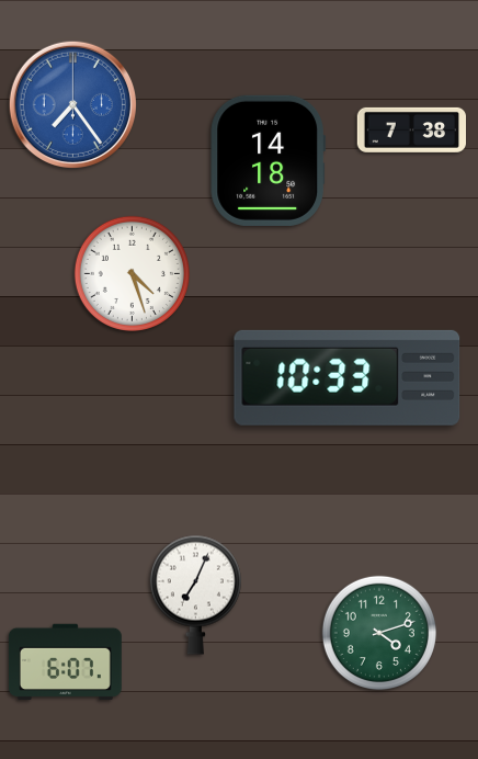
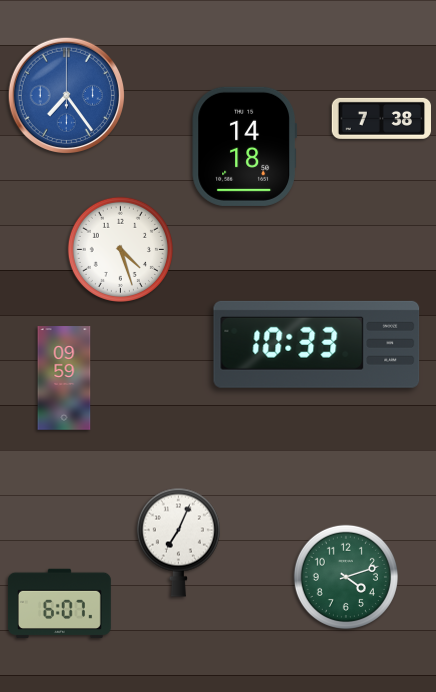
clock at (412, 129) position: (412, 129) -> (382, 118)
clock at (64, 378): none -> 09:59
